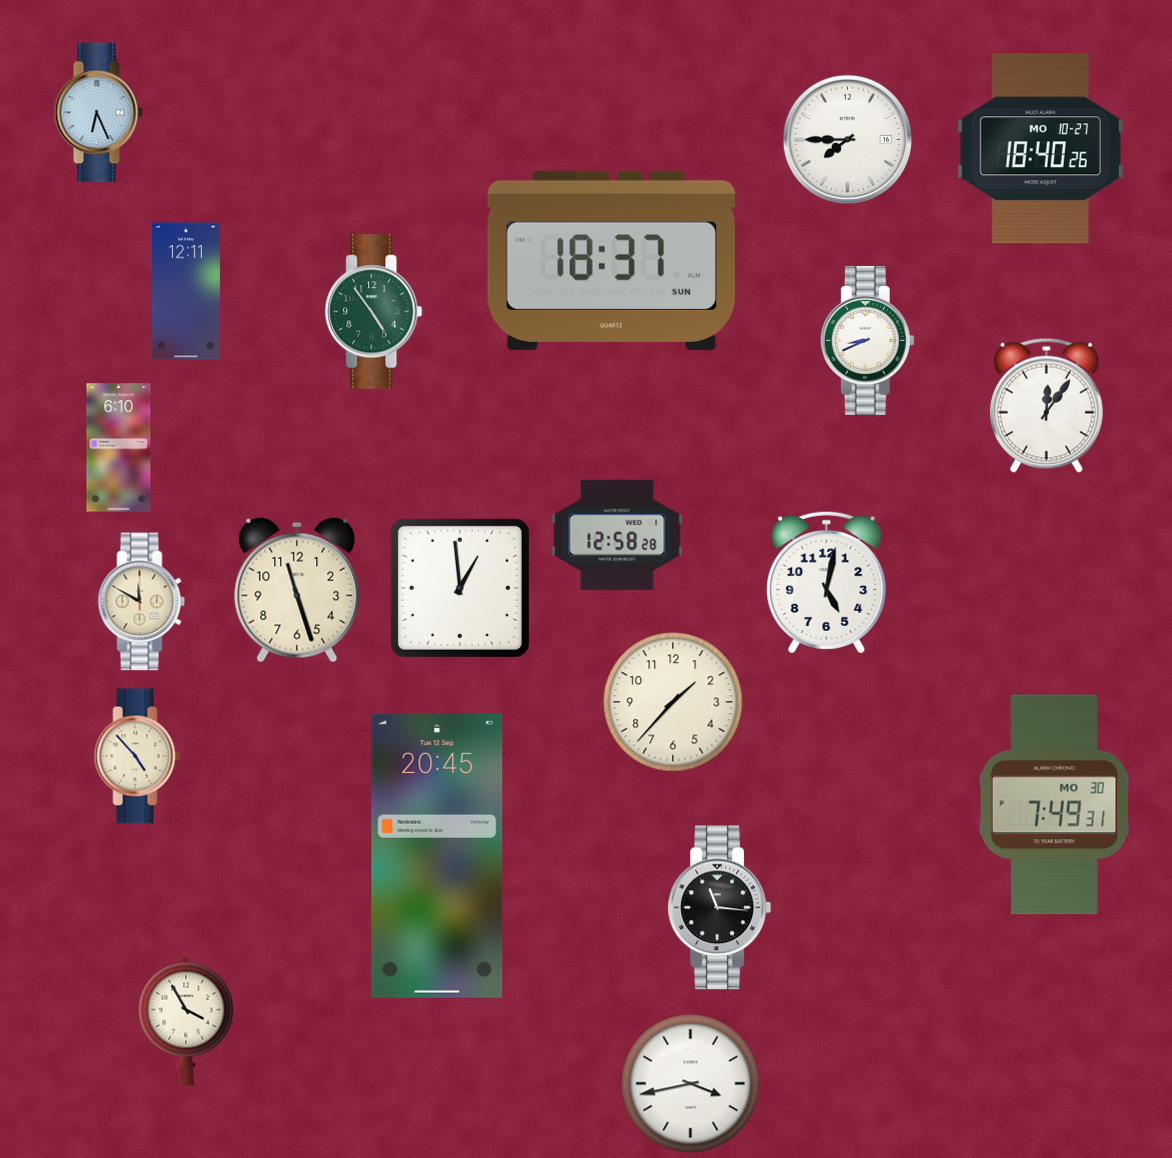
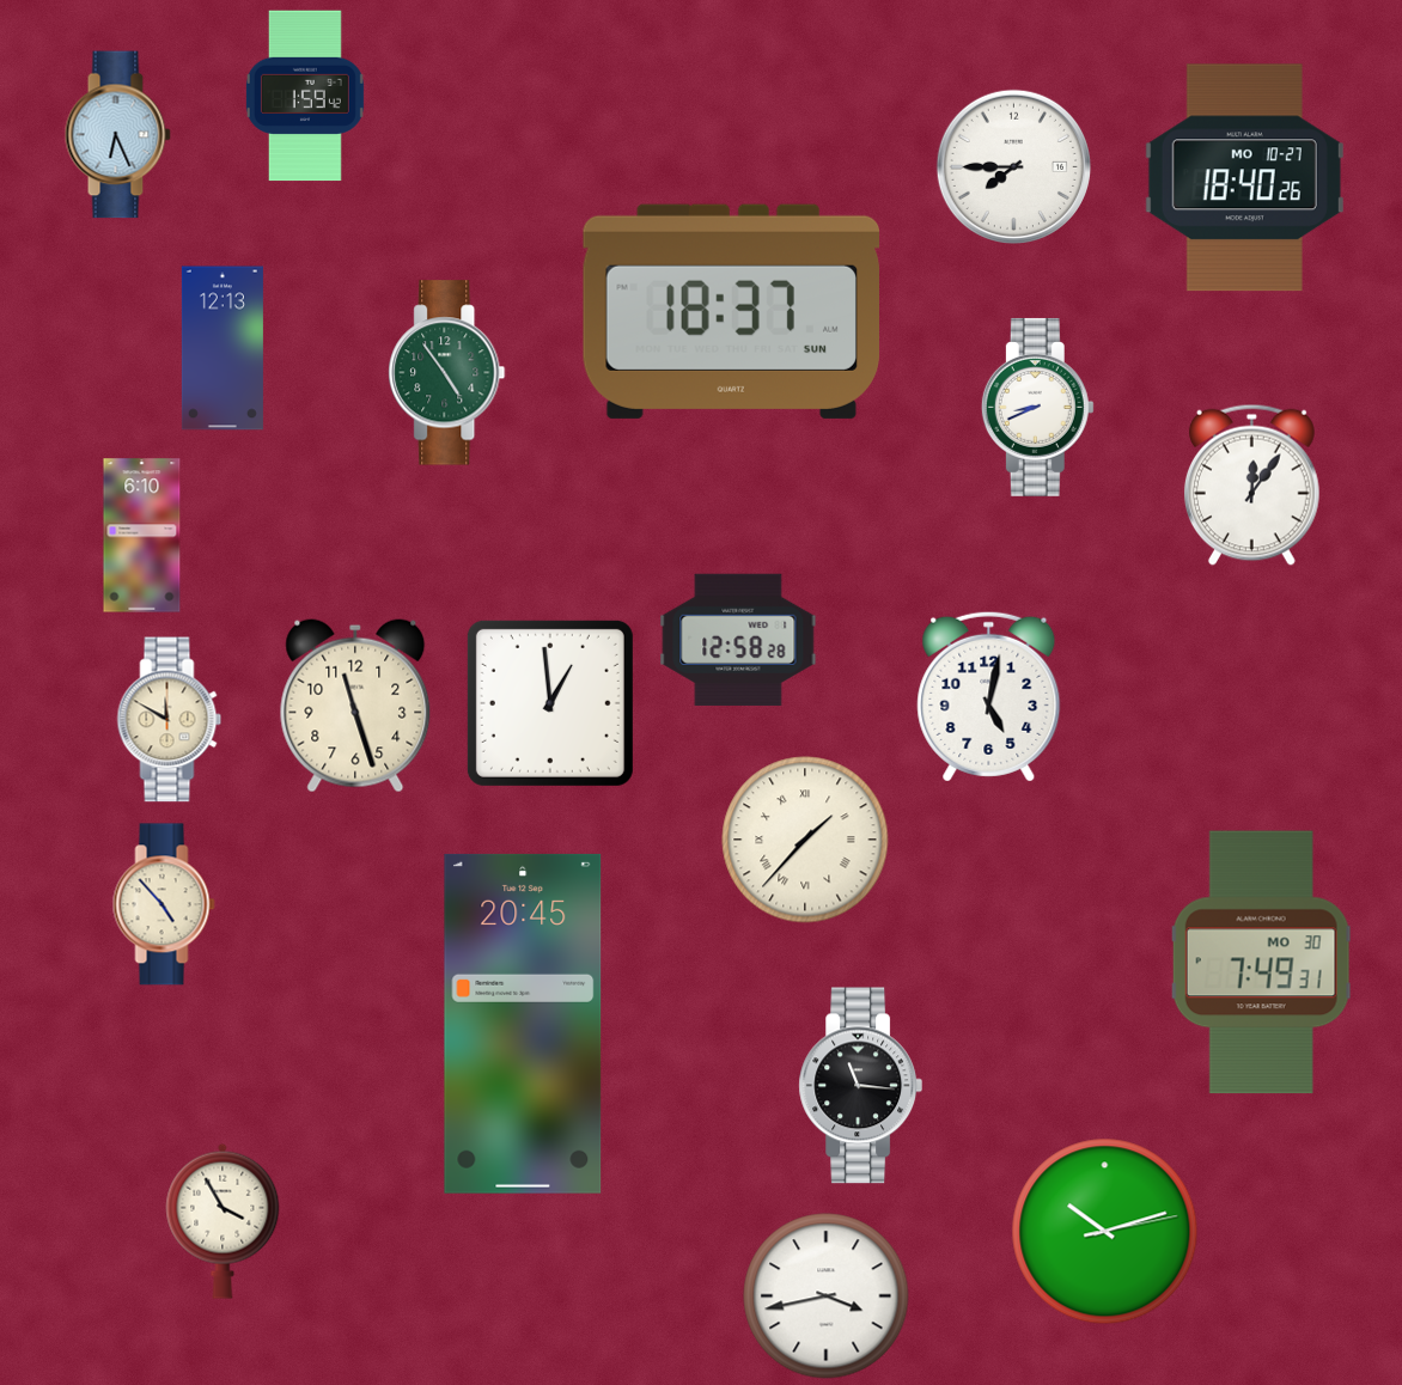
clock at (305, 96): none -> 1:59
clock at (186, 291): 12:11 -> 12:13
clock at (673, 702) numerals: Arabic -> Roman
clock at (1105, 1232): none -> 10:12
